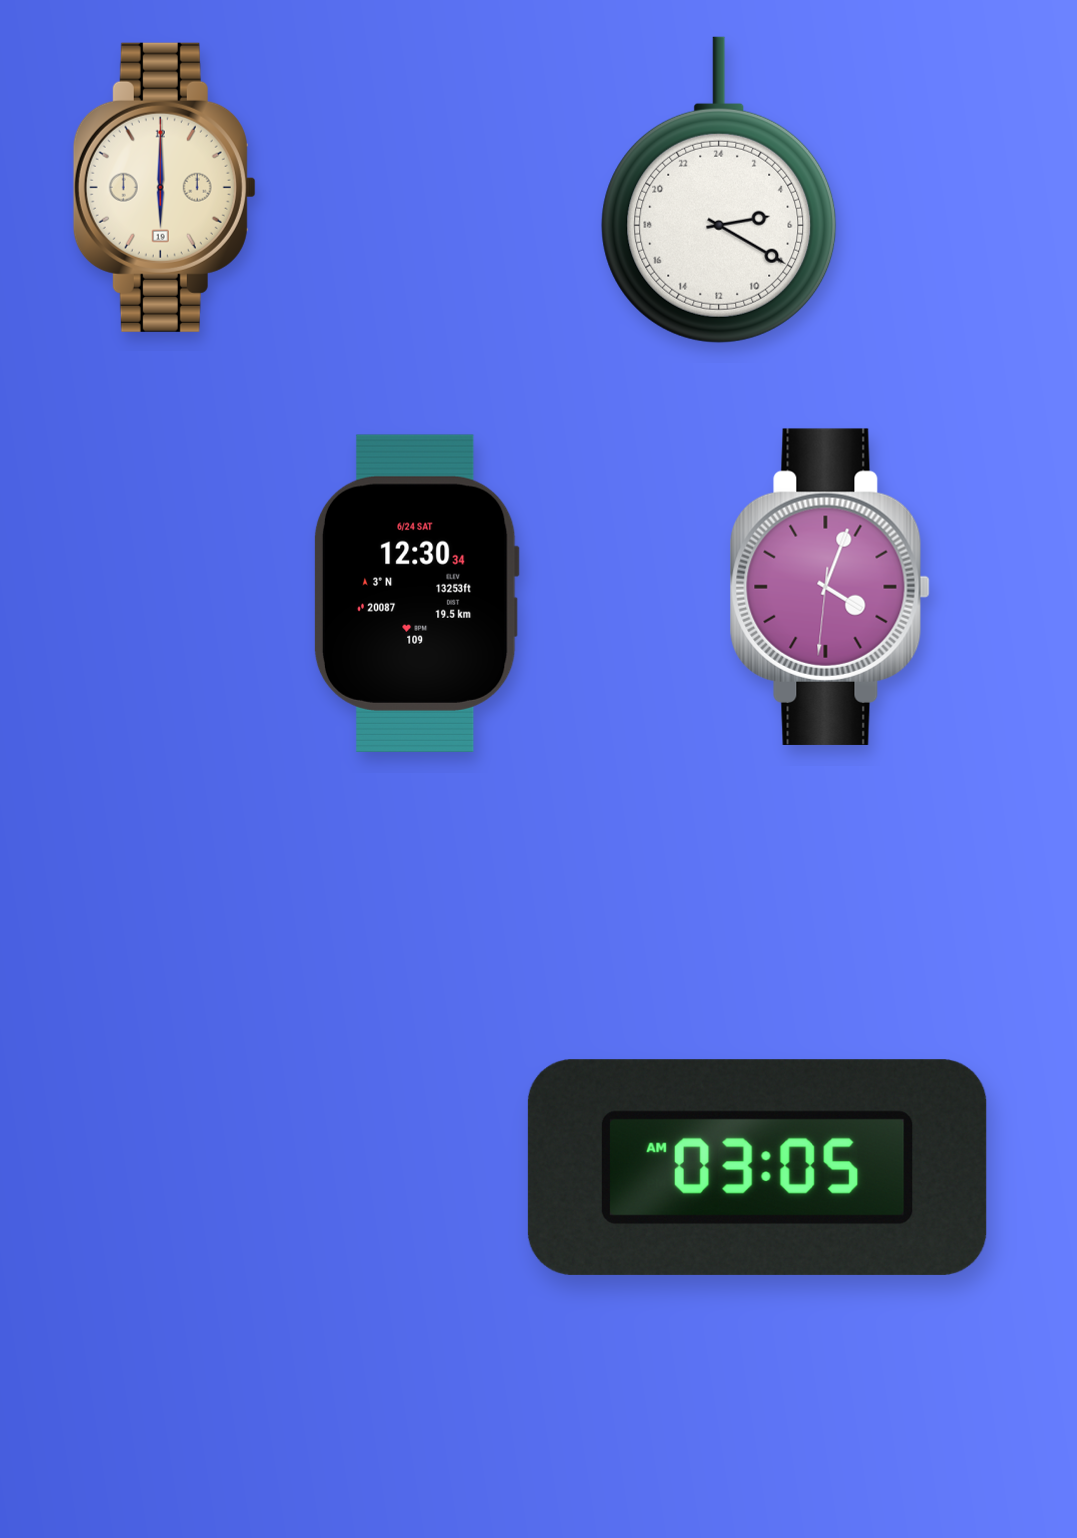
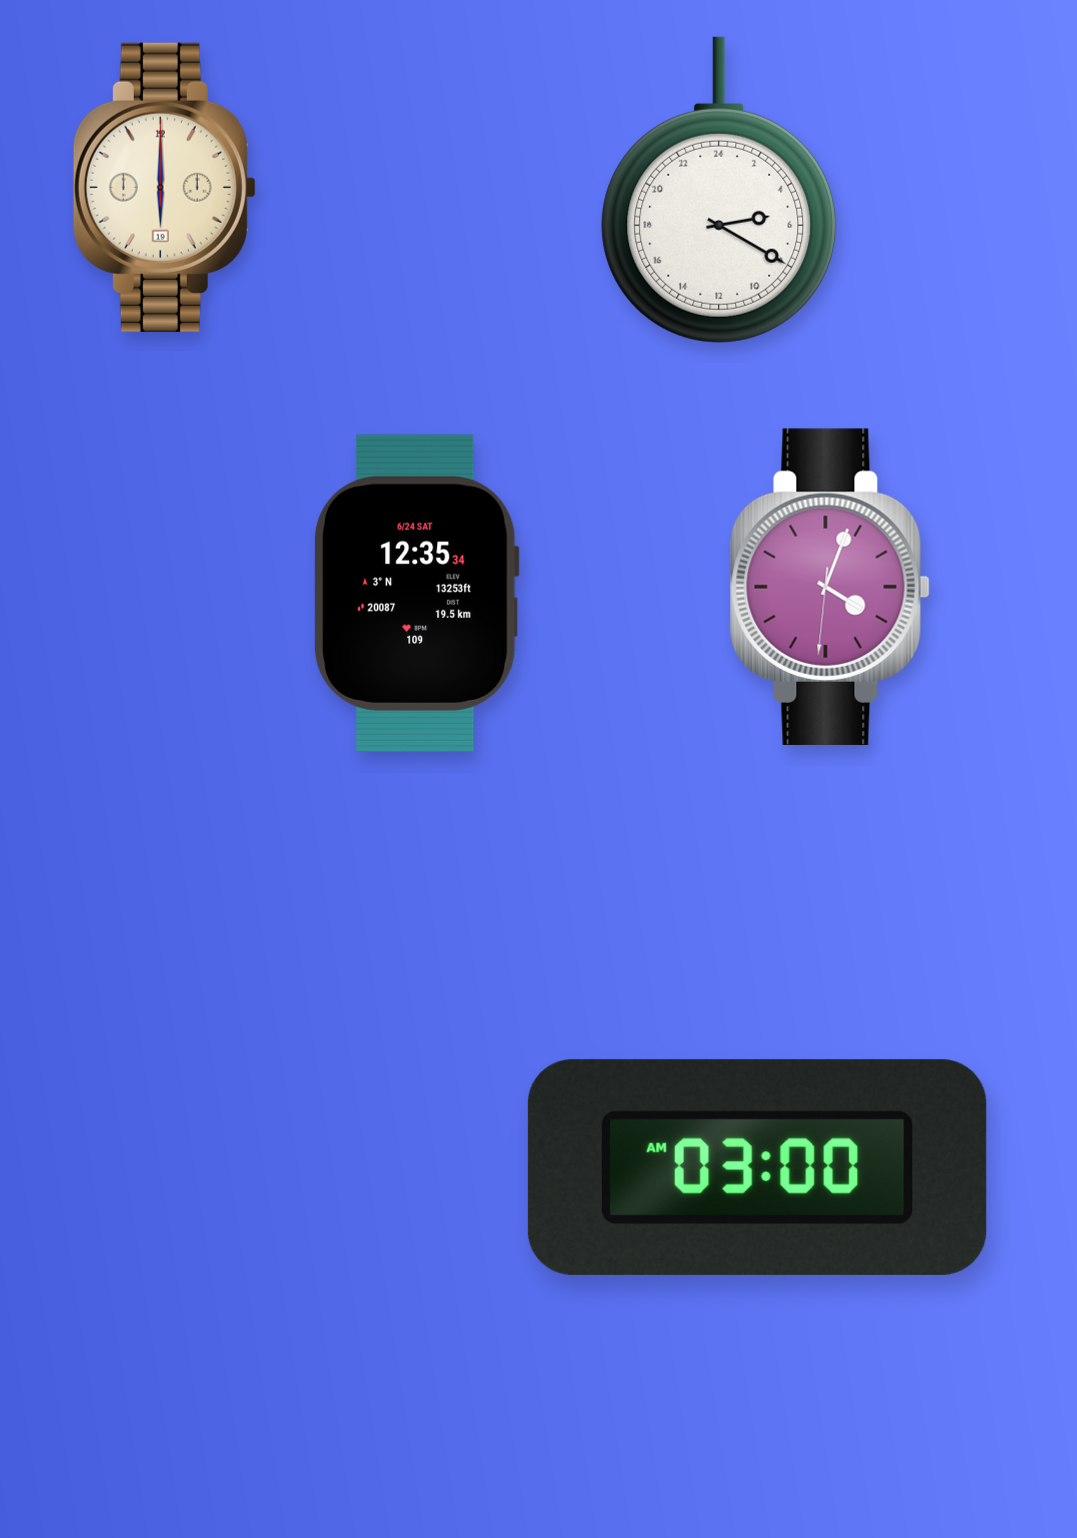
clock at (416, 593): 12:30 -> 12:35
clock at (757, 1167): 03:05 -> 03:00
